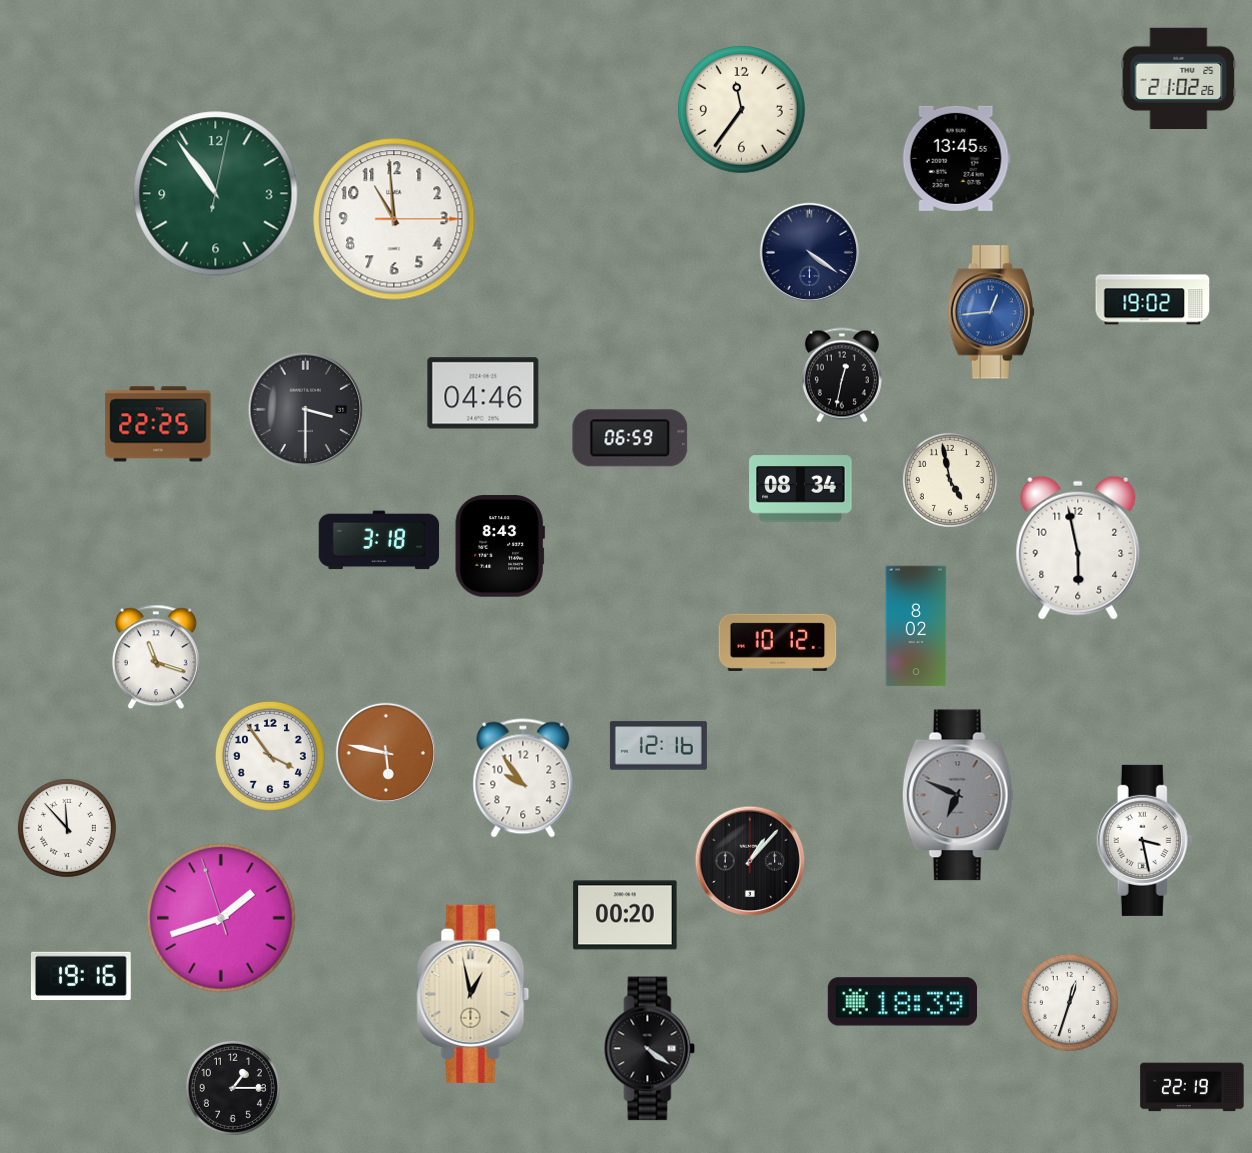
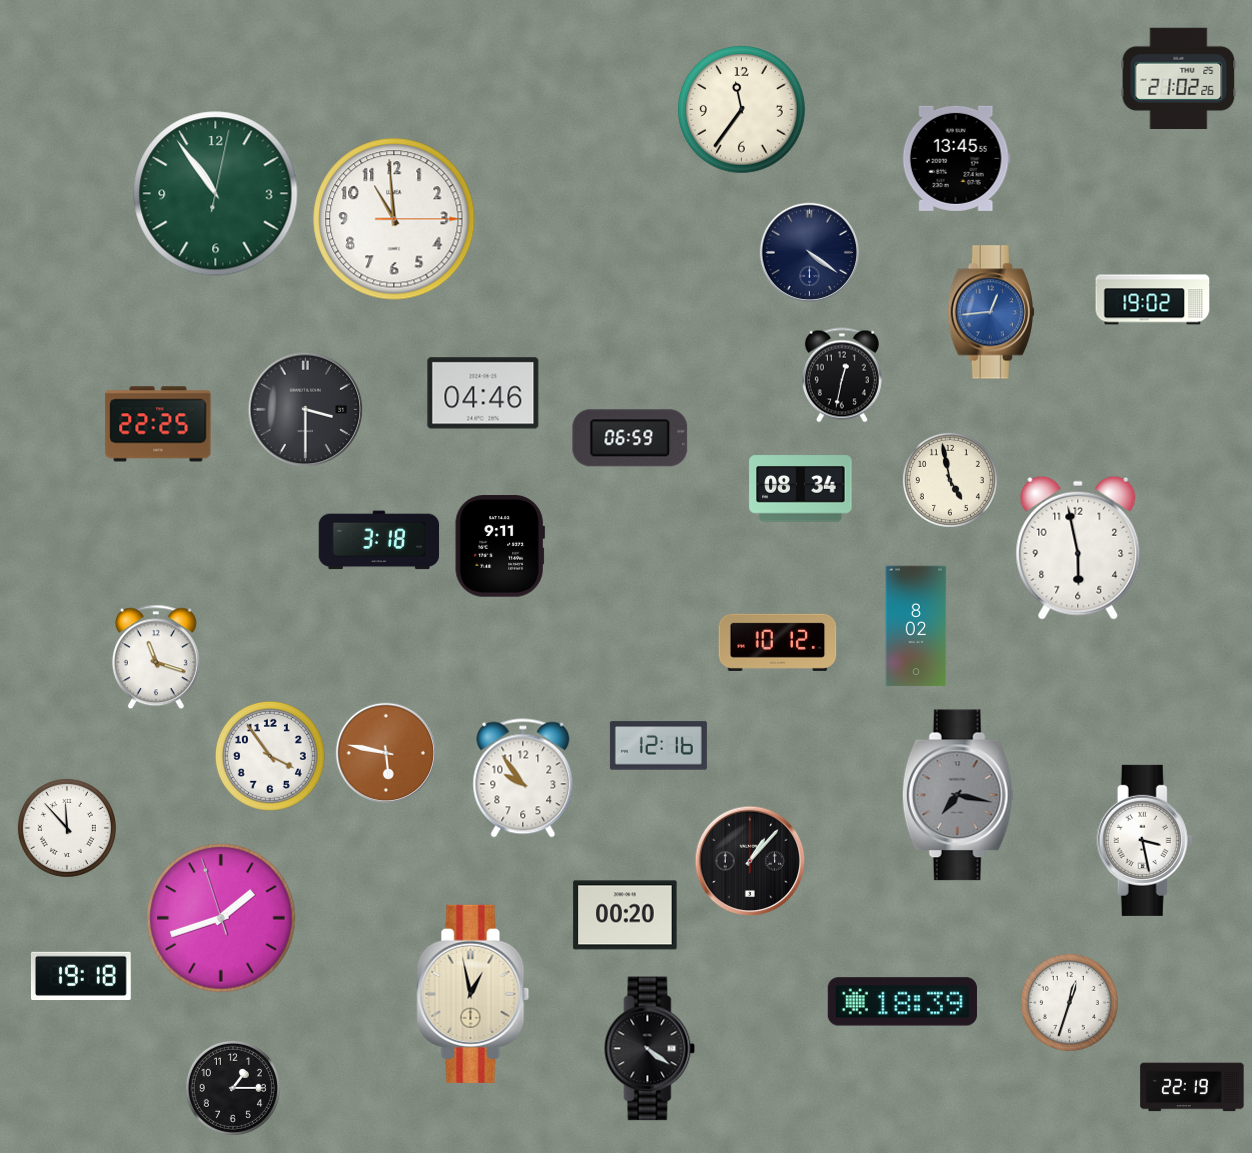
clock at (500, 546): 8:43 -> 9:11
clock at (958, 795): 6:49 -> 7:17
clock at (81, 975): 19:16 -> 19:18
